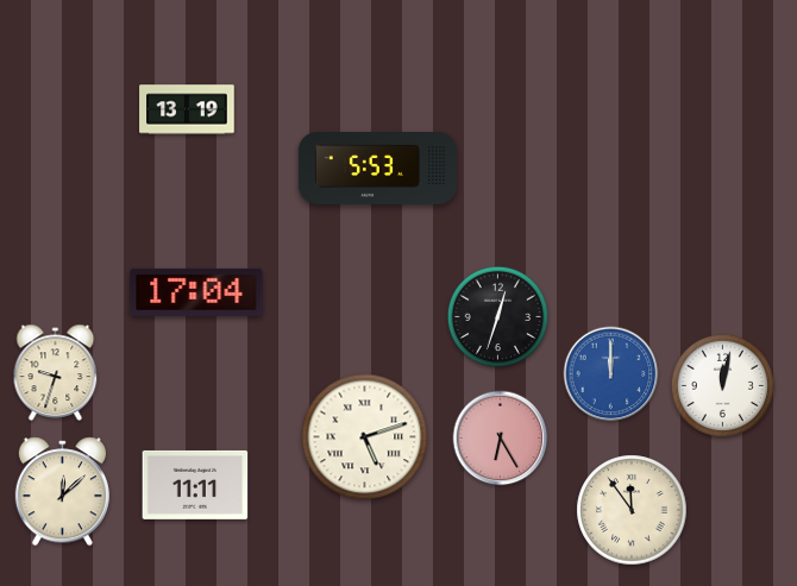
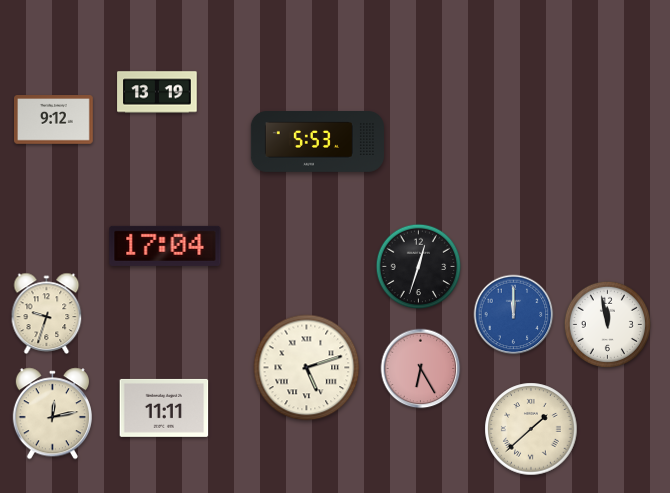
clock at (54, 120): none -> 9:12
clock at (722, 385): 12:02 -> 11:58
clock at (62, 492): 12:08 -> 12:13
clock at (632, 510): 11:54 -> 1:38
